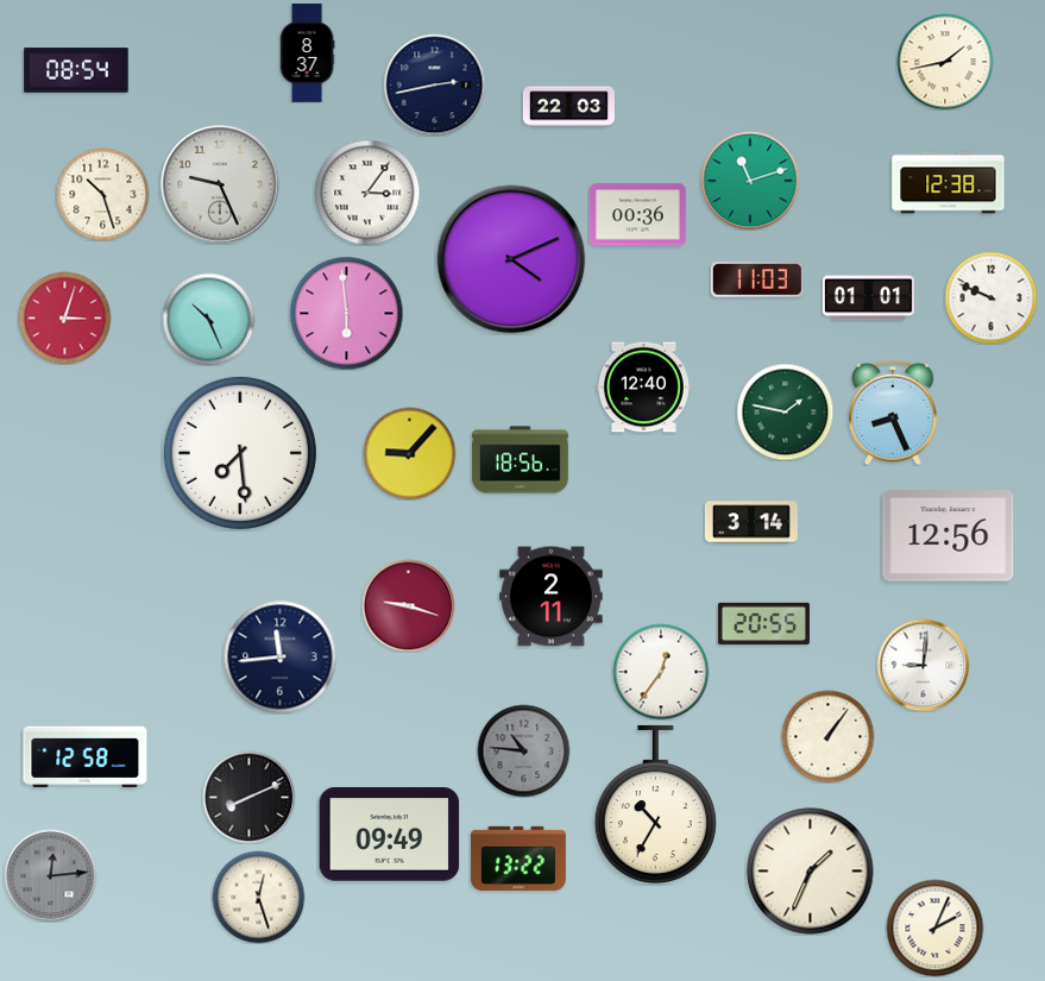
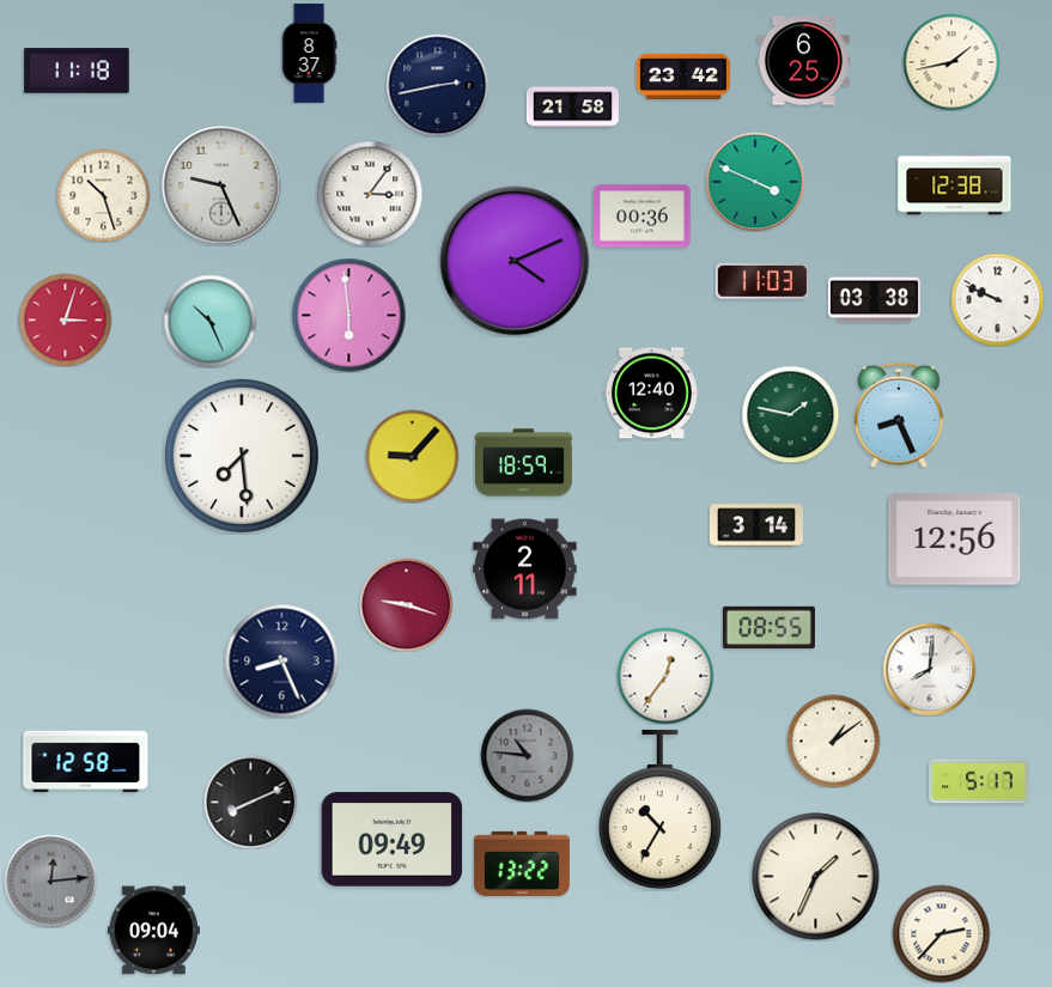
clock at (803, 61): none -> 6:25
clock at (76, 70): 08:54 -> 11:18
clock at (683, 77): none -> 23:42
clock at (568, 107): 22:03 -> 21:58
clock at (750, 181): 11:12 -> 3:49
clock at (868, 298): 01:01 -> 03:38
clock at (643, 388) position: (643, 388) -> (651, 394)
clock at (521, 460): 18:56 -> 18:59
clock at (552, 597) position: (552, 597) -> (525, 569)
clock at (408, 605) position: (408, 605) -> (406, 604)
clock at (763, 624): 20:55 -> 08:55
clock at (279, 656): 11:44 -> 8:26
clock at (923, 665): 9:01 -> 8:01
clock at (827, 736): 1:06 -> 1:09
clock at (979, 781): none -> 5:17
clock at (258, 897): 12:27 -> none
clock at (153, 931): none -> 09:04
clock at (934, 927): 2:04 -> 2:37
